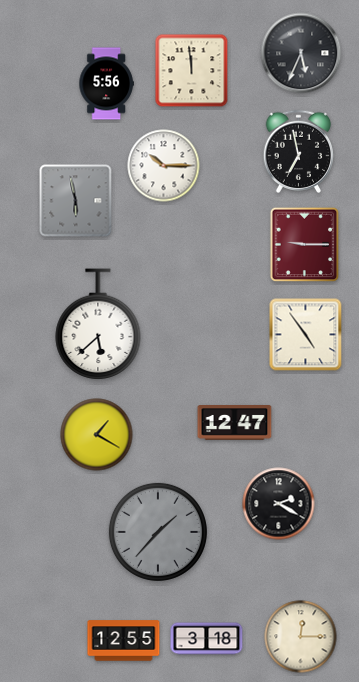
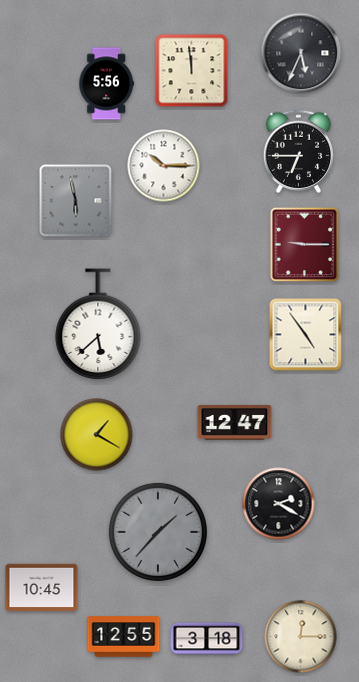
clock at (298, 151): 6:58 -> 6:45
clock at (42, 588): none -> 10:45
clock at (124, 641) position: (124, 641) -> (124, 637)
